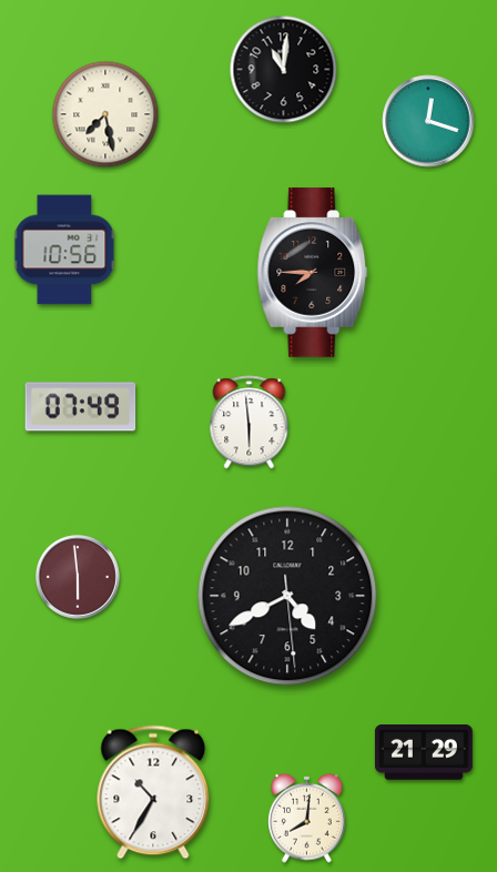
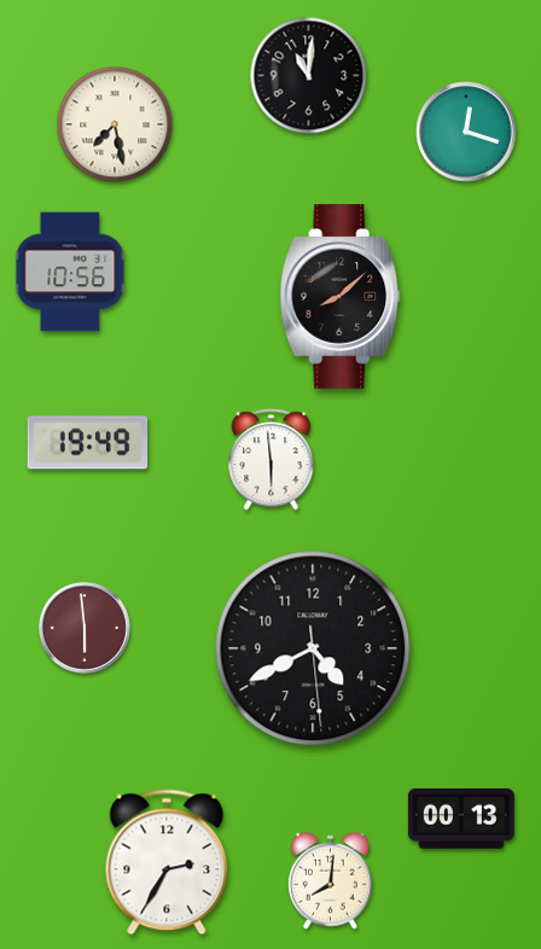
clock at (313, 273): 7:45 -> 8:08
clock at (81, 407): 07:49 -> 19:49
clock at (424, 753): 21:29 -> 00:13
clock at (153, 792): 10:35 -> 2:35
clock at (307, 818) position: (307, 818) -> (331, 880)
